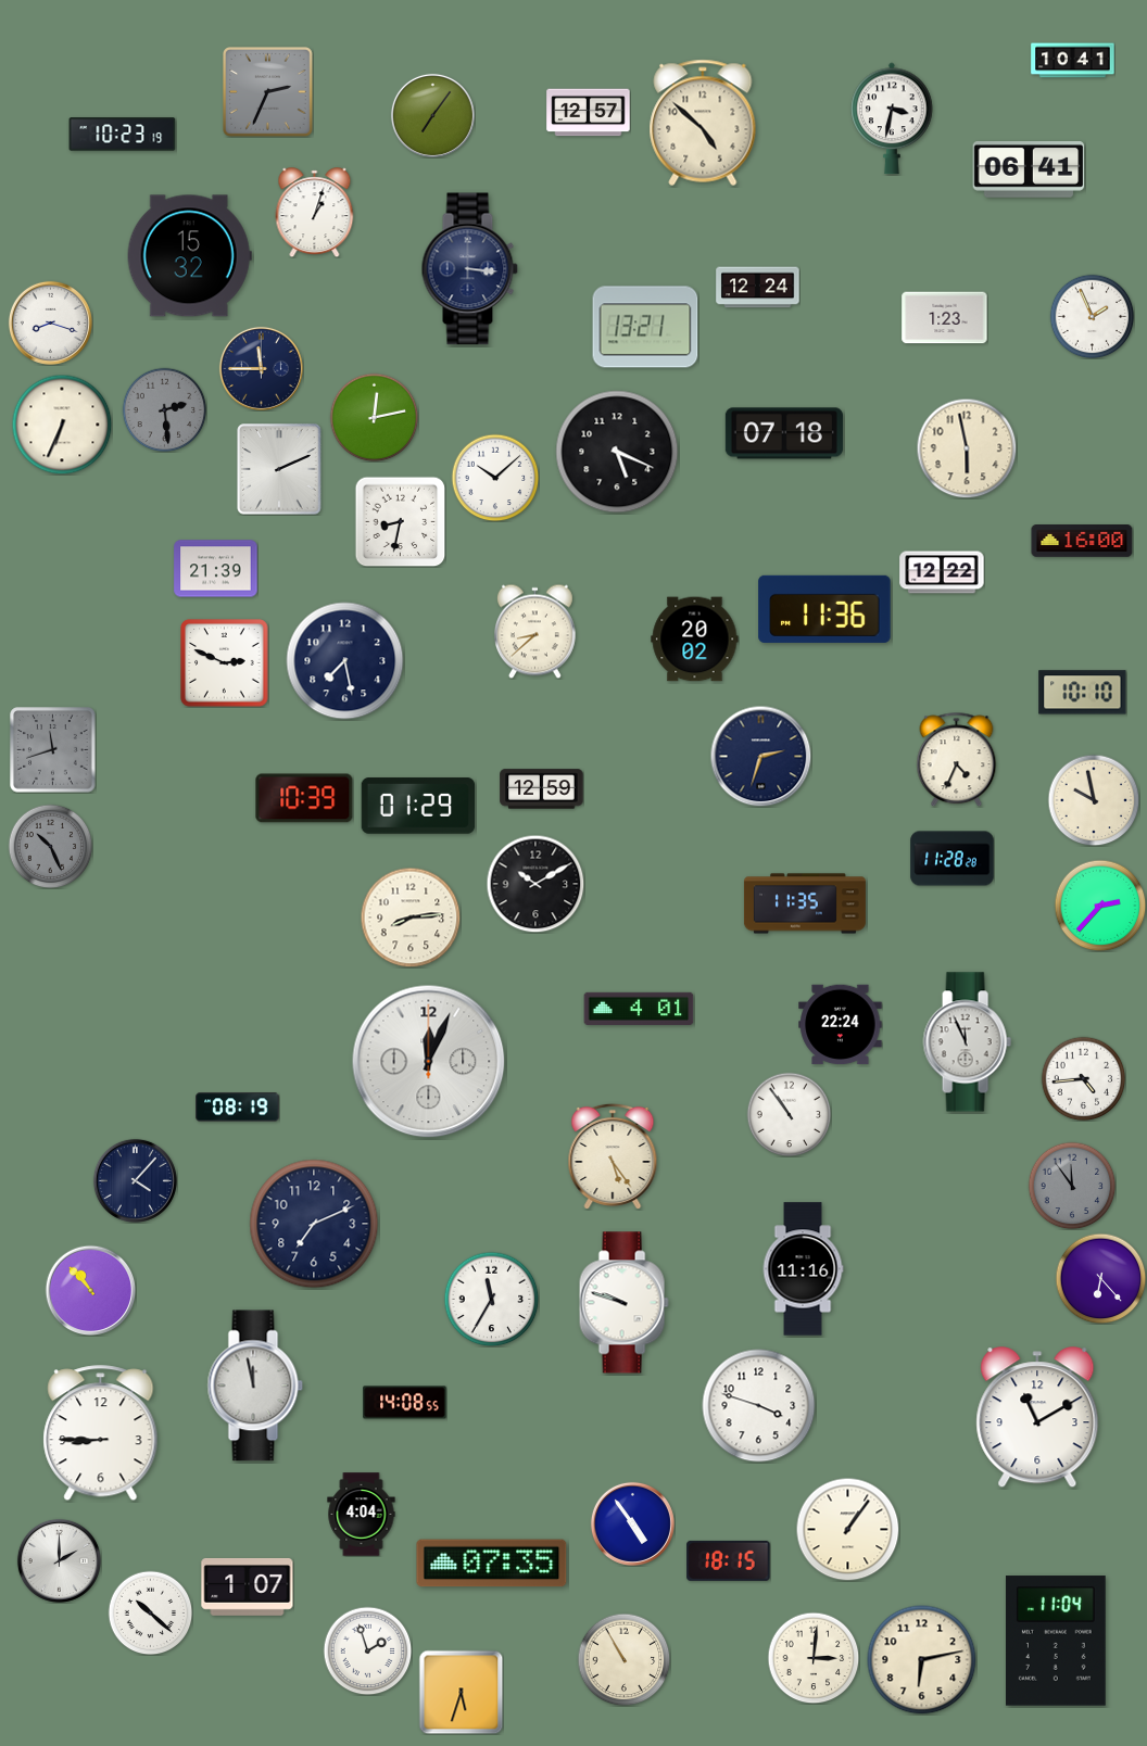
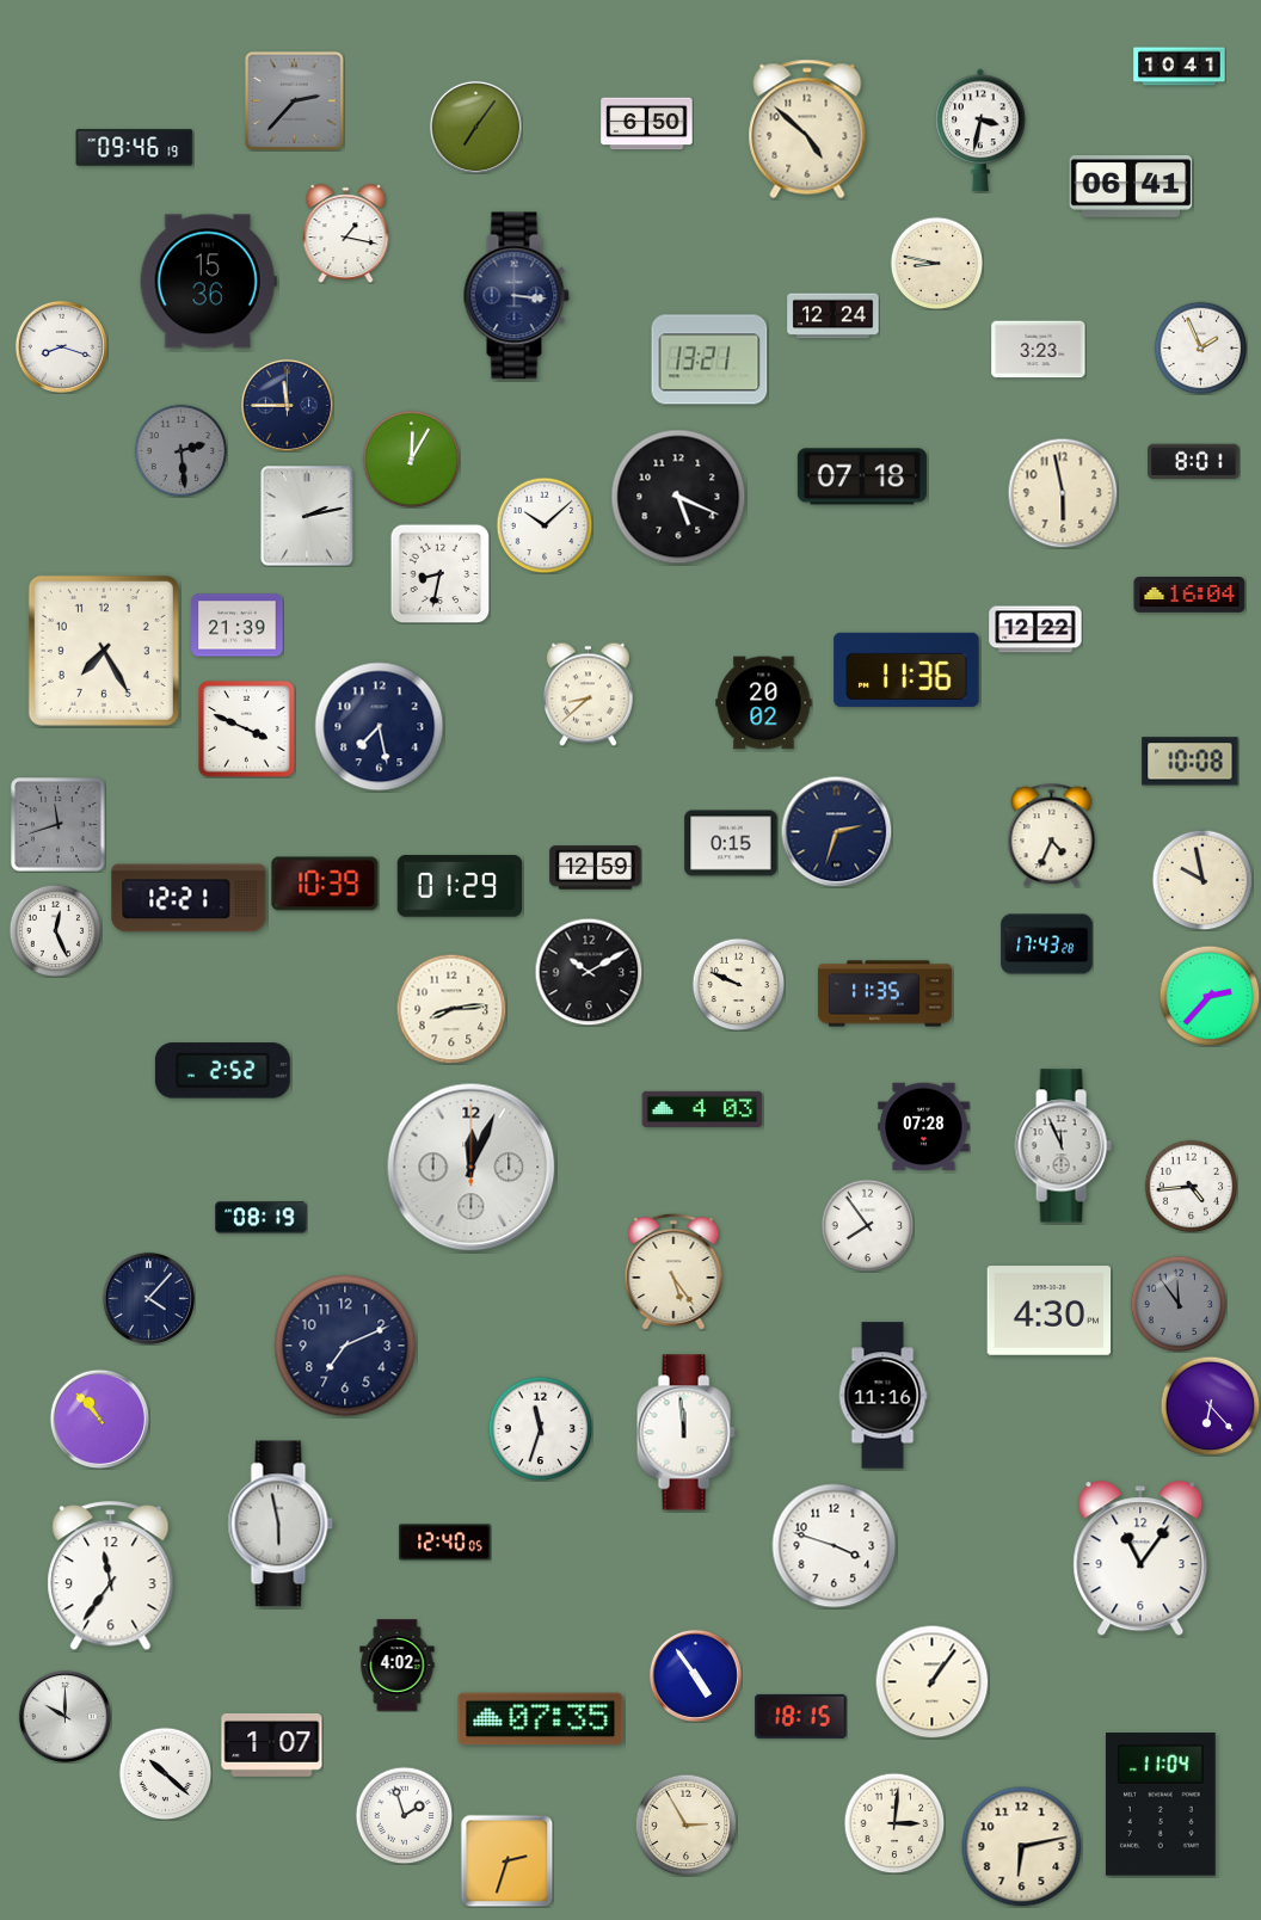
clock at (268, 92): 2:34 -> 2:37
clock at (589, 113): 12:57 -> 6:50
clock at (703, 123) position: (703, 123) -> (807, 129)
clock at (123, 135): 10:23 -> 09:46
clock at (315, 213): 1:03 -> 1:17
clock at (936, 263): none -> 8:47
clock at (189, 256): 15:32 -> 15:36
clock at (945, 318): 1:23 -> 3:23
clock at (50, 322) position: (50, 322) -> (61, 346)
clock at (374, 417): 12:13 -> 12:05
clock at (1194, 462): none -> 8:01
clock at (62, 425): 6:34 -> none
clock at (279, 469): 2:11 -> 2:13
clock at (1082, 542): 16:00 -> 16:04
clock at (104, 651): none -> 7:25
clock at (225, 663): 2:49 -> 3:49
clock at (1083, 693): 10:10 -> 10:08
clock at (731, 843): none -> 0:15
clock at (304, 798) position: (304, 798) -> (325, 884)
clock at (189, 898): none -> 12:21
clock at (50, 846): 10:26 -> 12:26
clock at (50, 846) dial: grey -> white
clock at (953, 859): 11:28 -> 17:43
clock at (738, 984): none -> 9:49
clock at (222, 1071): none -> 2:52
clock at (639, 1009): 4:01 -> 4:03
clock at (841, 1025): 22:24 -> 07:28
clock at (789, 1114): 10:54 -> 7:54
clock at (1050, 1311): none -> 4:30
clock at (491, 1299): 11:35 -> 11:33
clock at (623, 1303): 9:48 -> 11:59
clock at (255, 1386): 11:58 -> 5:58
clock at (405, 1403): 14:08 -> 12:40
clock at (1037, 1418): 11:10 -> 11:06
clock at (101, 1433): 8:45 -> 11:36
clock at (362, 1515): 4:04 -> 4:02
clock at (59, 1560): 2:00 -> 10:00
clock at (623, 1659): 10:55 -> 2:55
clock at (922, 1660) position: (922, 1660) -> (1022, 1847)
clock at (461, 1692): 5:33 -> 2:33
